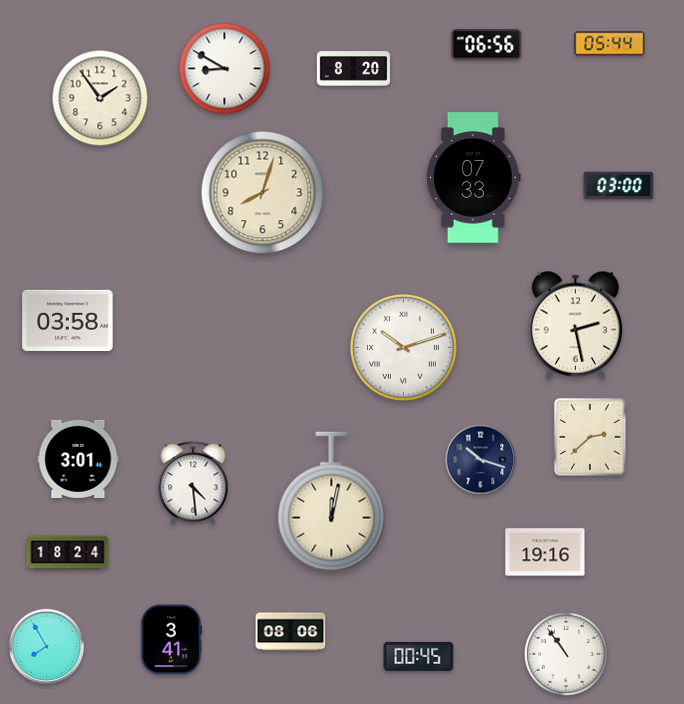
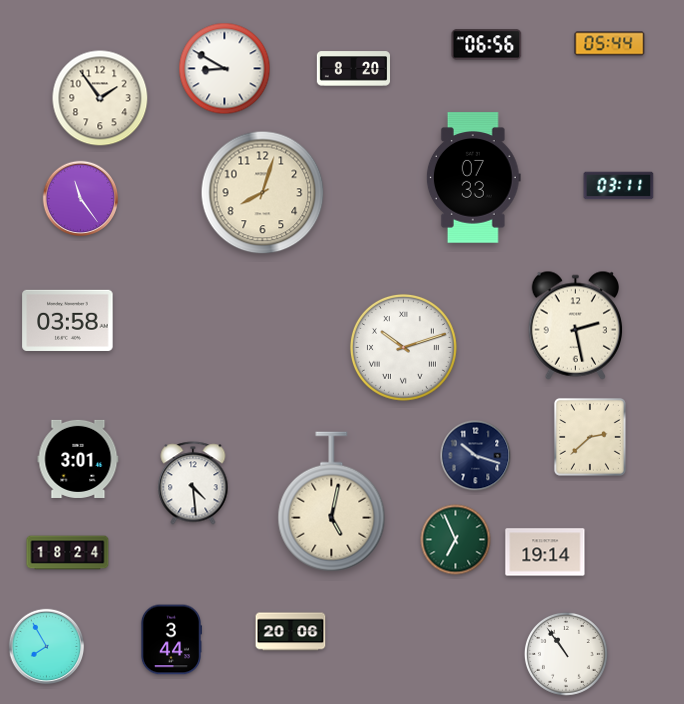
clock at (619, 186): 03:00 -> 03:11
clock at (81, 199): none -> 11:24
clock at (481, 460) position: (481, 460) -> (476, 456)
clock at (332, 502): 12:02 -> 5:02
clock at (456, 540): none -> 6:56
clock at (545, 552): 19:16 -> 19:14
clock at (291, 632): 08:06 -> 20:06
clock at (170, 640): 3:41 -> 3:44
clock at (419, 656): 00:45 -> none
